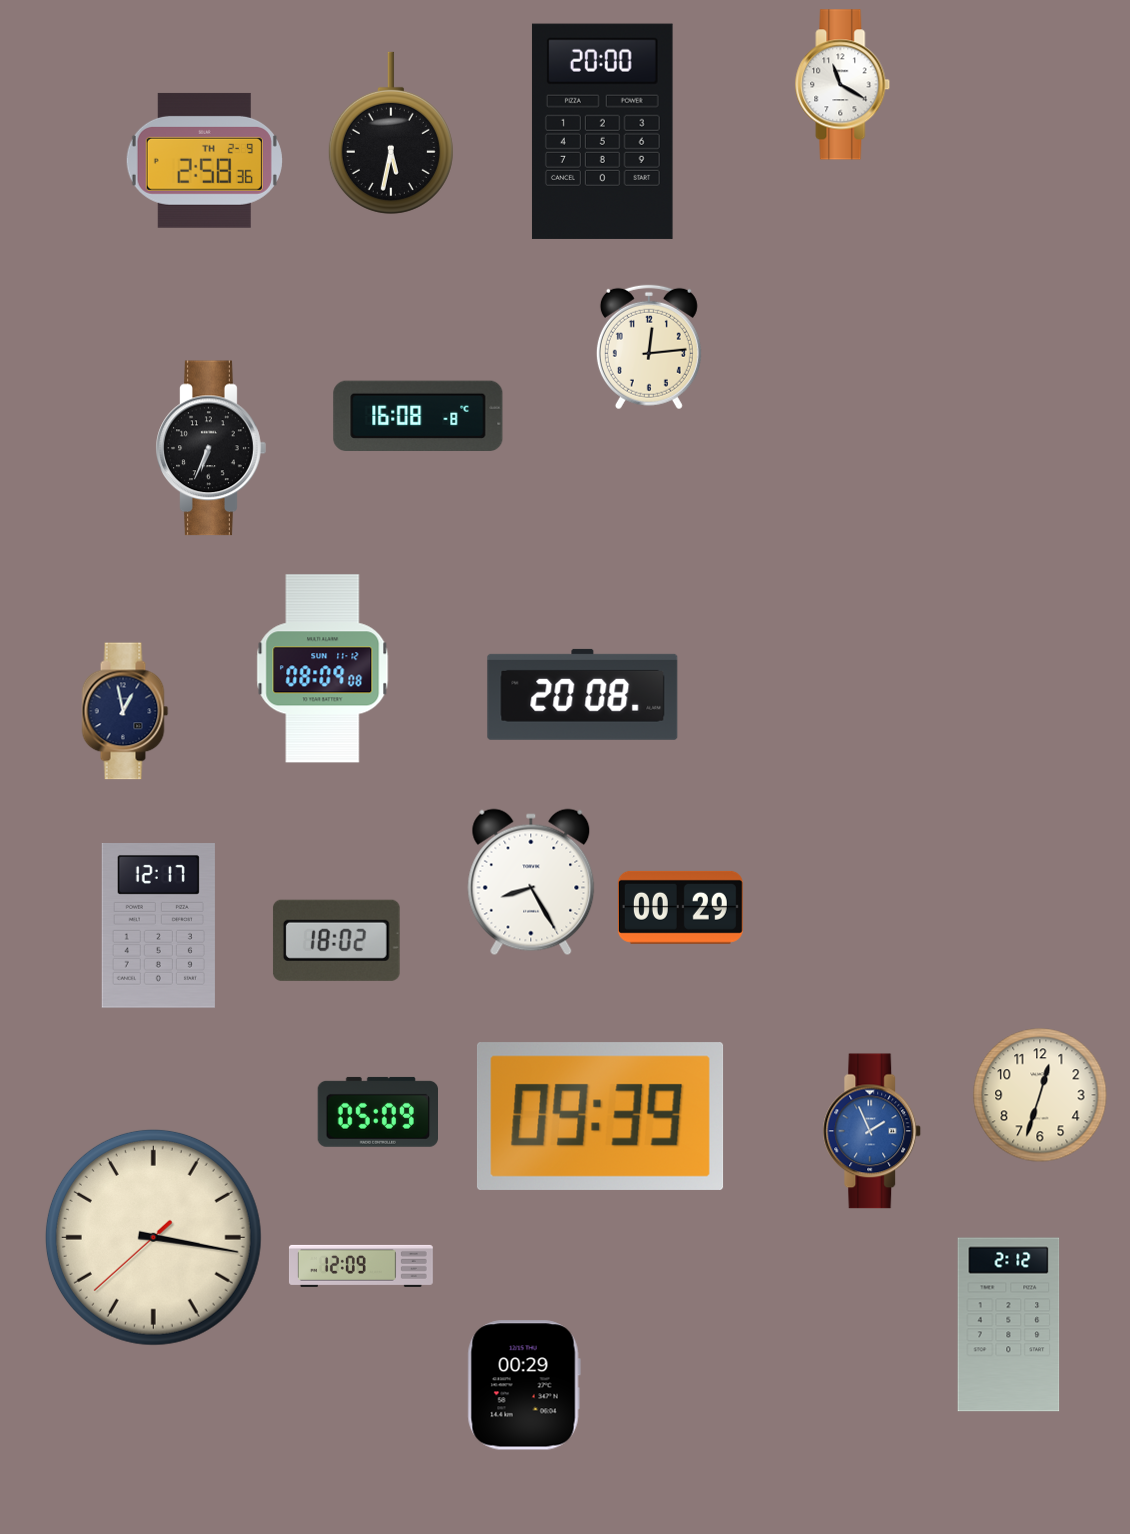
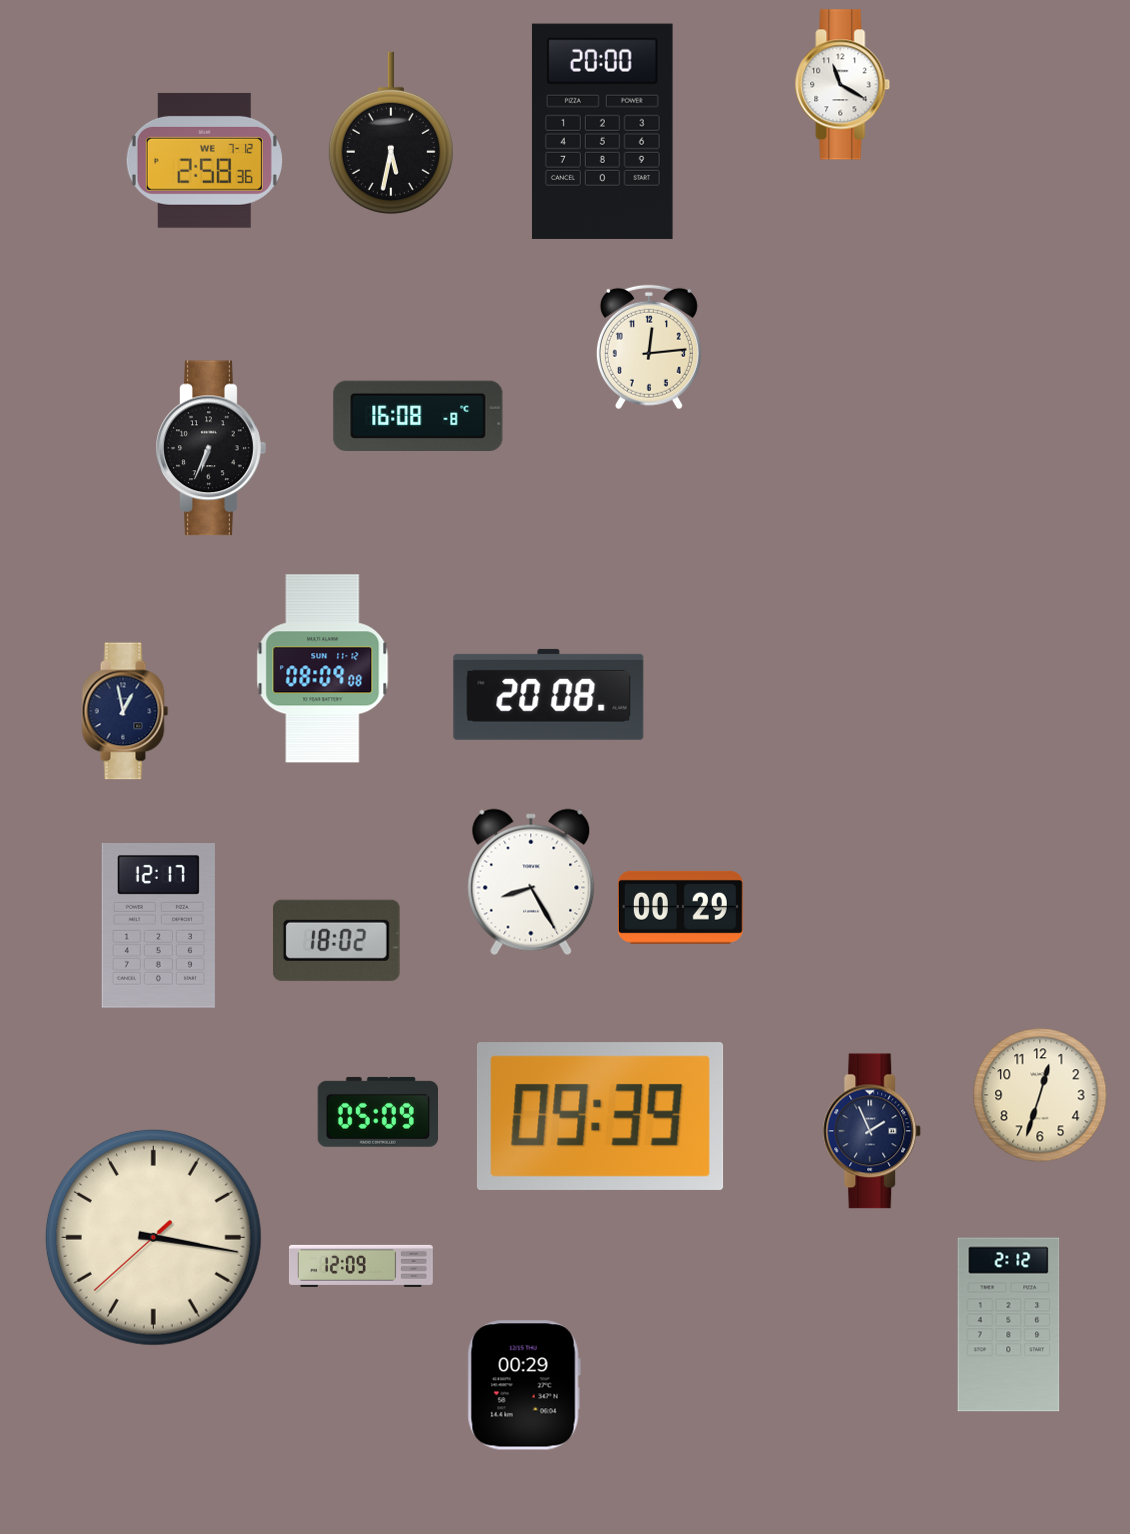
clock at (204, 160) date: TH 2-9 -> WE 7-12
clock at (583, 694) position: (583, 694) -> (549, 694)
clock at (872, 1131) dial: blue -> navy
